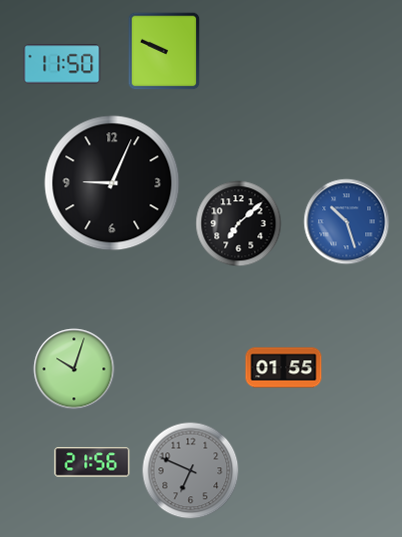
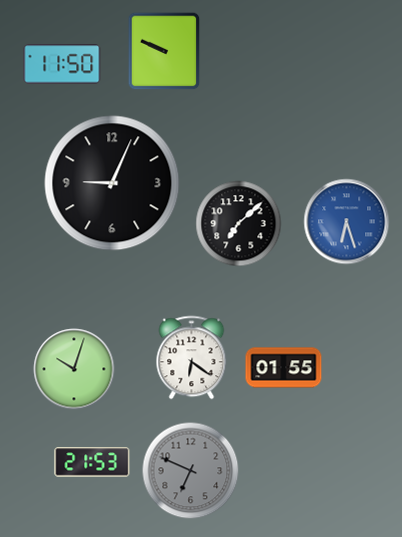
clock at (347, 222): 10:27 -> 6:27
clock at (192, 358): none -> 6:21
clock at (92, 462): 21:56 -> 21:53
